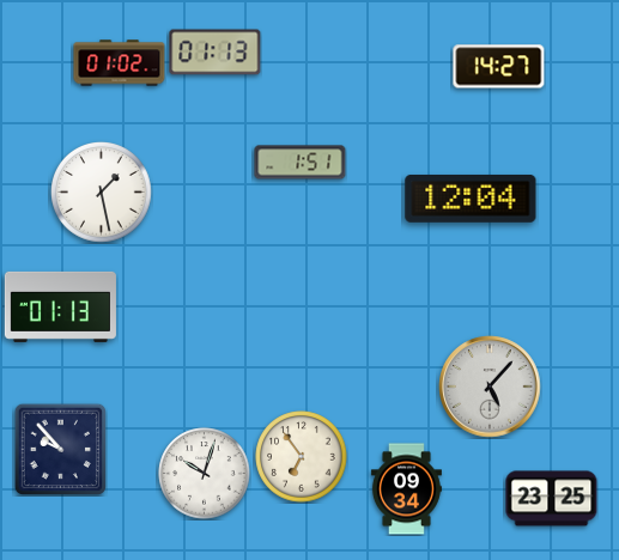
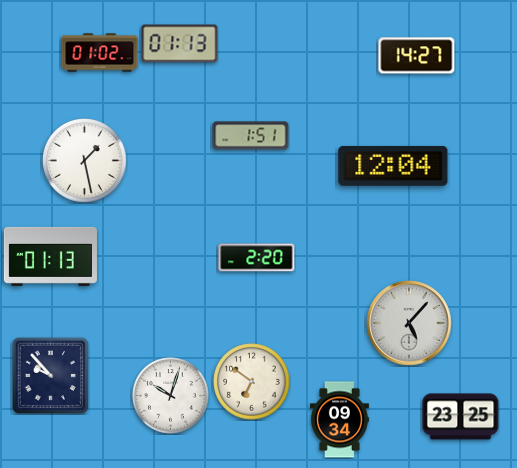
clock at (257, 258): none -> 2:20
clock at (302, 457): 6:54 -> 6:51
clock at (406, 489) position: (406, 489) -> (339, 420)
